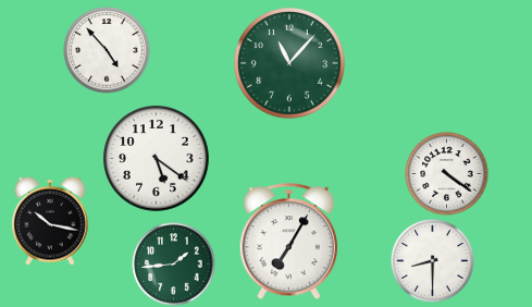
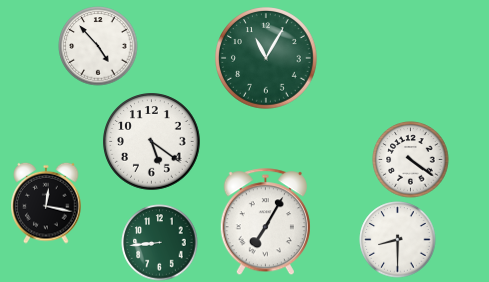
clock at (290, 64): 11:07 -> 11:05
clock at (157, 159) position: (157, 159) -> (152, 142)
clock at (50, 221): 10:17 -> 12:17
clock at (174, 265): 1:44 -> 8:44
